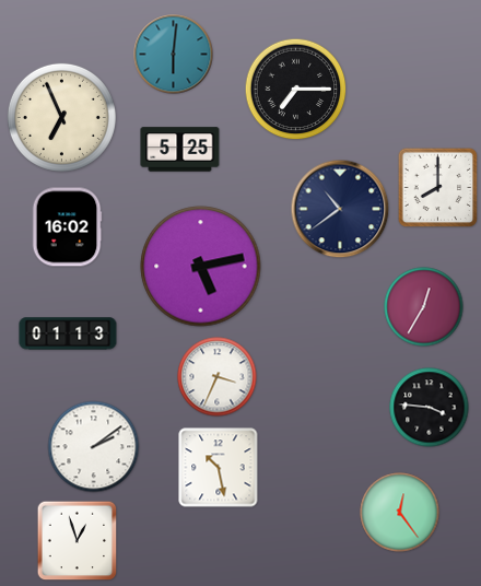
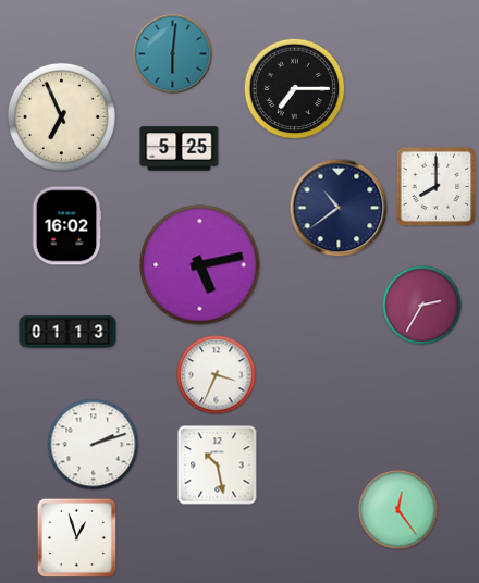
clock at (424, 307): 12:35 -> 2:35
clock at (430, 408): 3:46 -> none
clock at (94, 447): 2:09 -> 2:12
